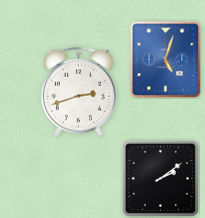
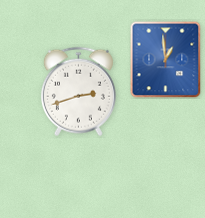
clock at (166, 60): 5:03 -> 12:59
clock at (160, 178): 2:09 -> none
